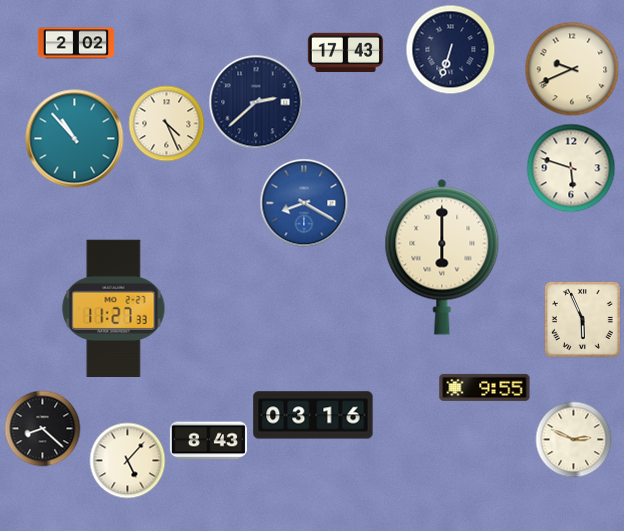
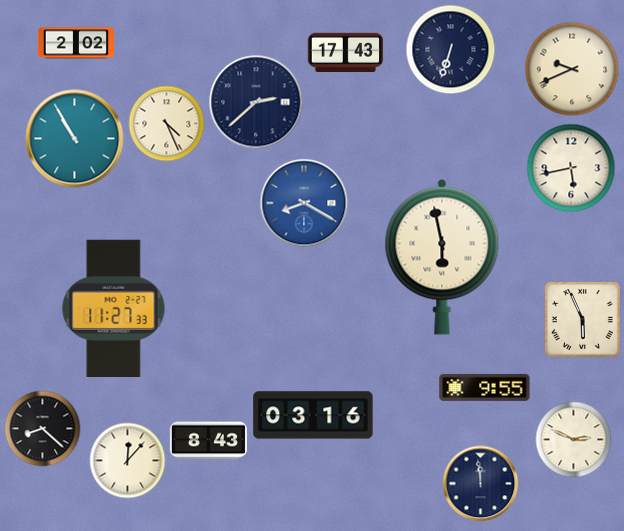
clock at (75, 139): 10:53 -> 10:55
clock at (571, 168): 5:48 -> 5:43
clock at (442, 257): 6:00 -> 5:58
clock at (128, 461): 5:07 -> 12:07
clock at (481, 484): none -> 11:59
